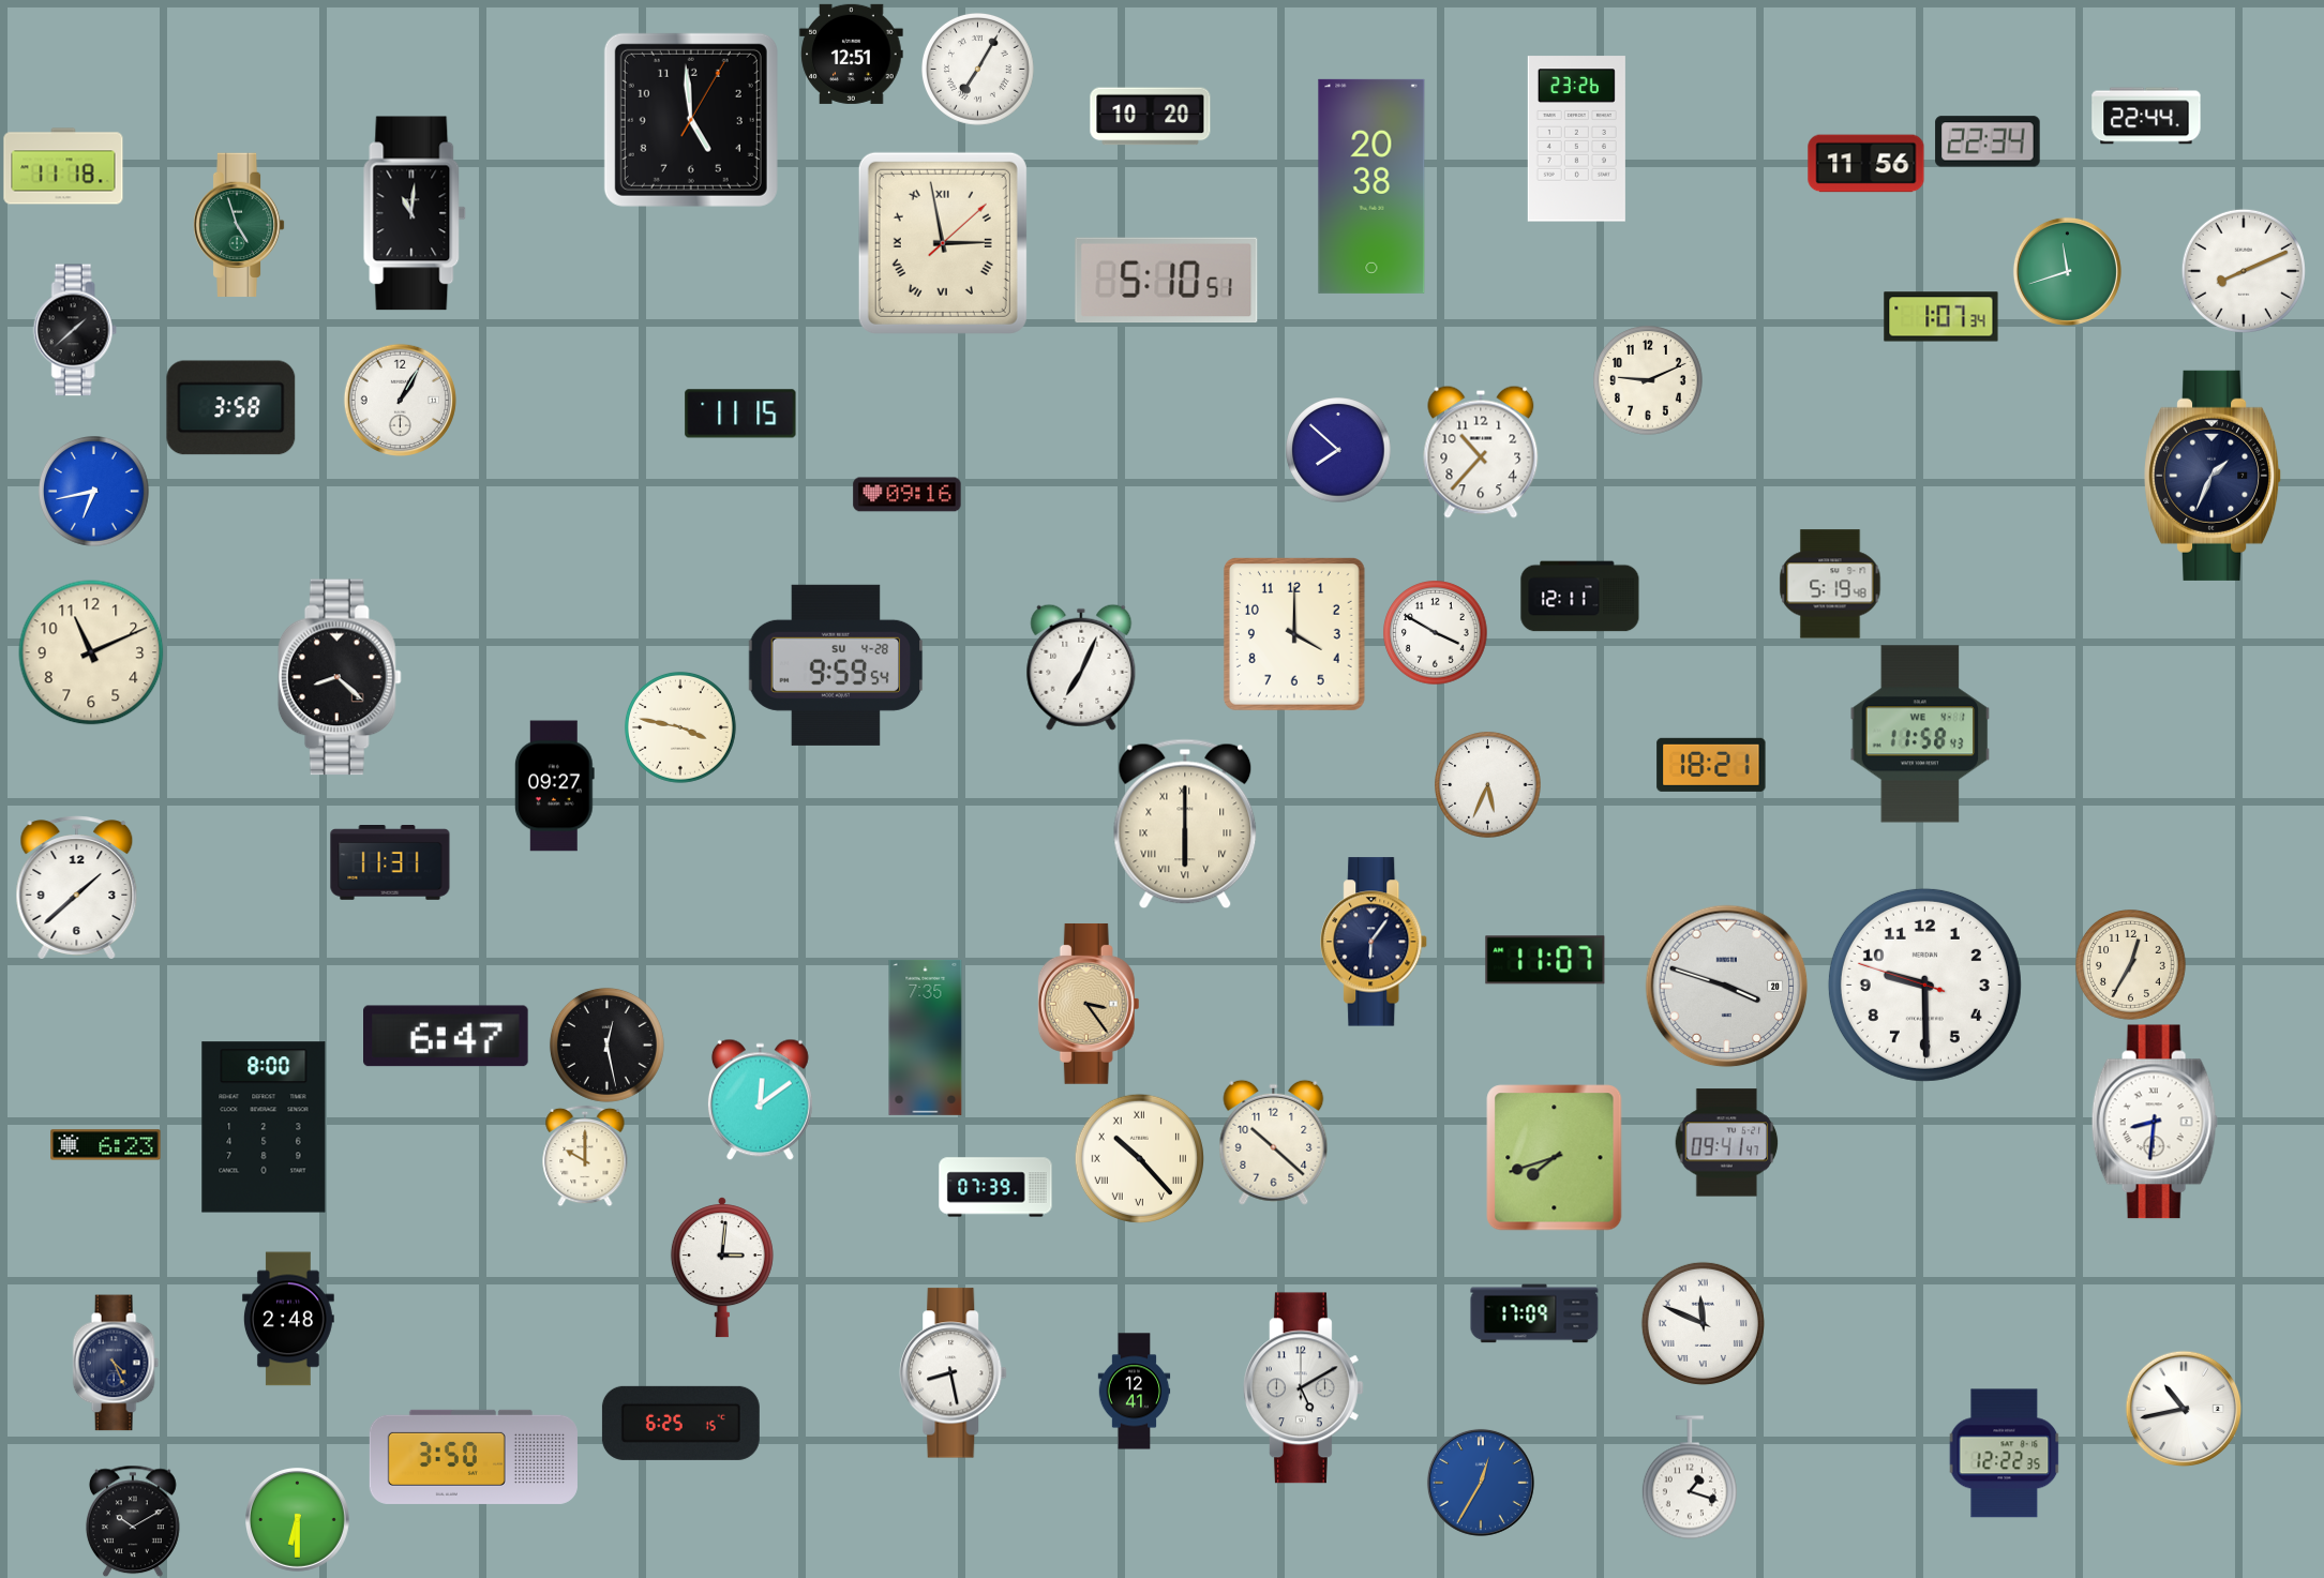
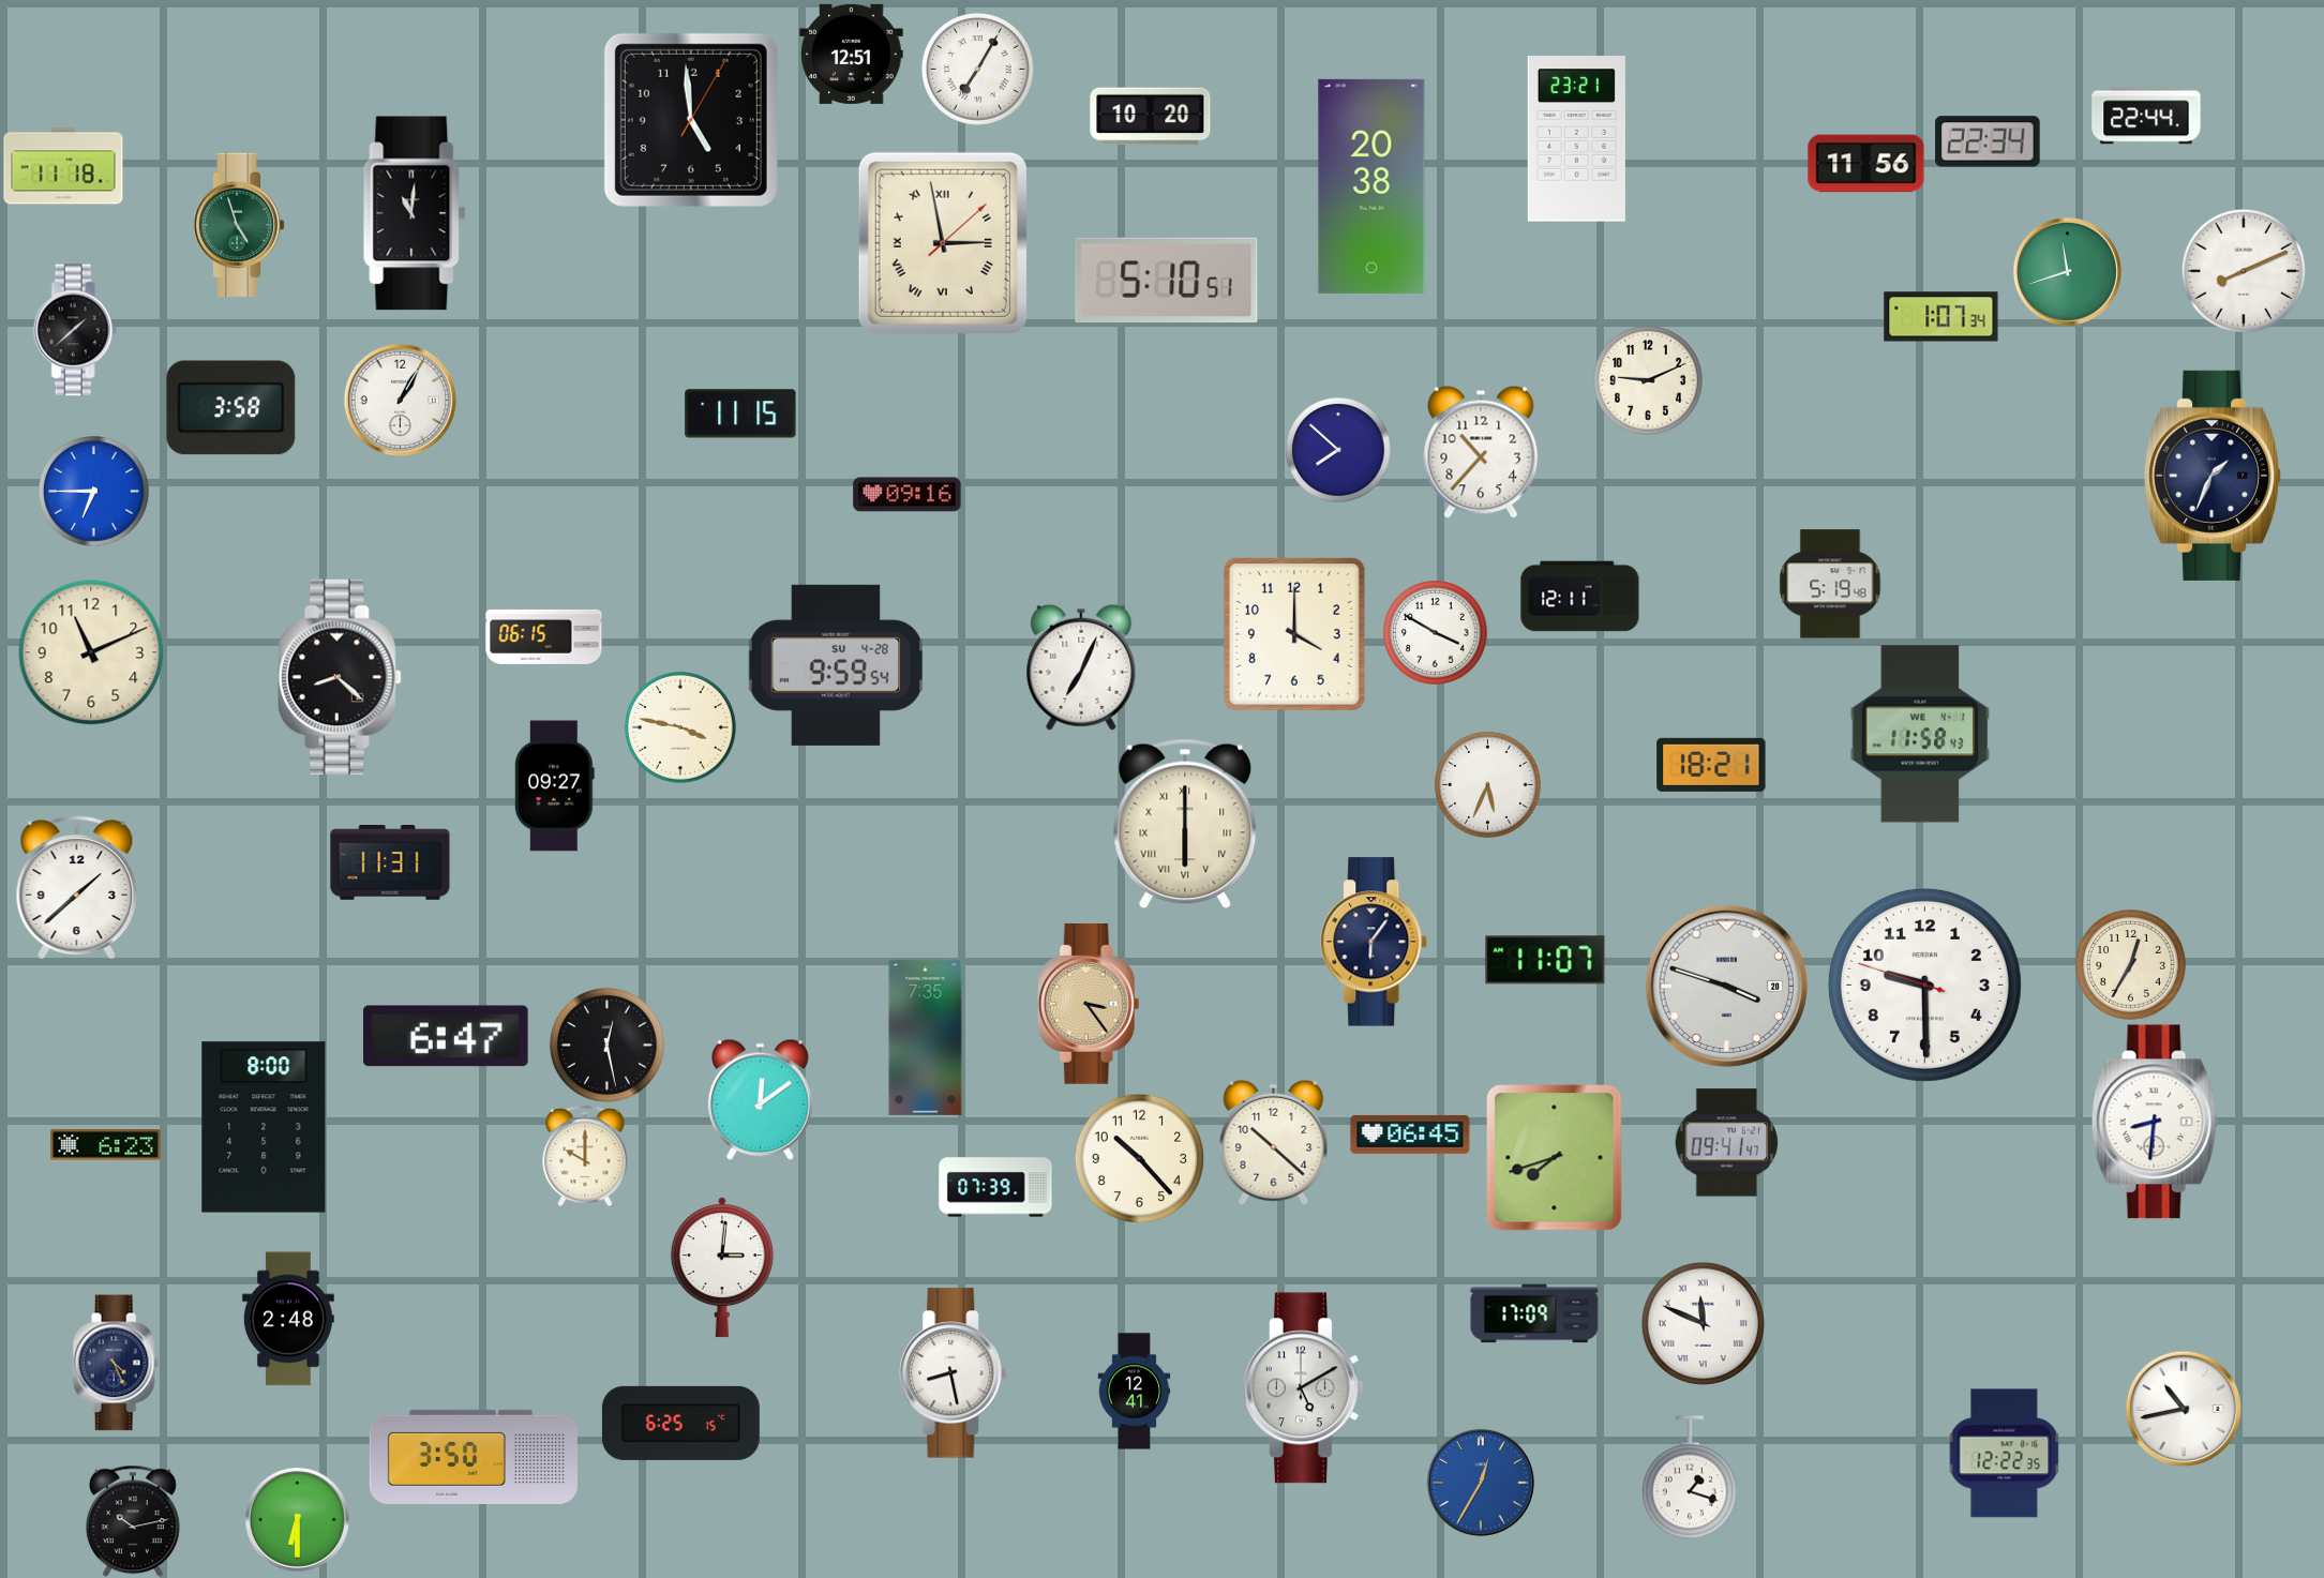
clock at (1576, 139): 23:26 -> 23:21
clock at (94, 492): 6:43 -> 6:45
clock at (544, 636): none -> 06:15
clock at (1410, 1134): none -> 06:45
clock at (1139, 1158) numerals: Roman -> Arabic
clock at (133, 1521): 10:10 -> 10:13
